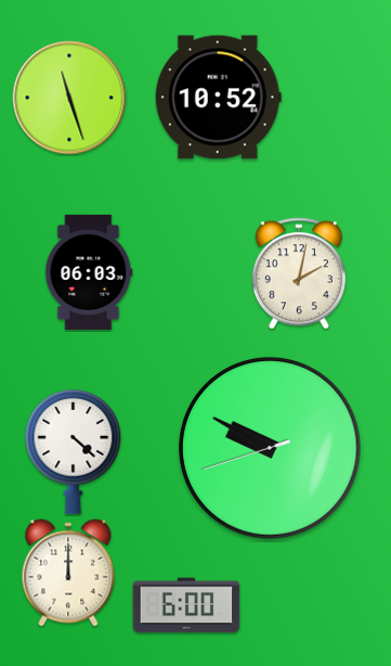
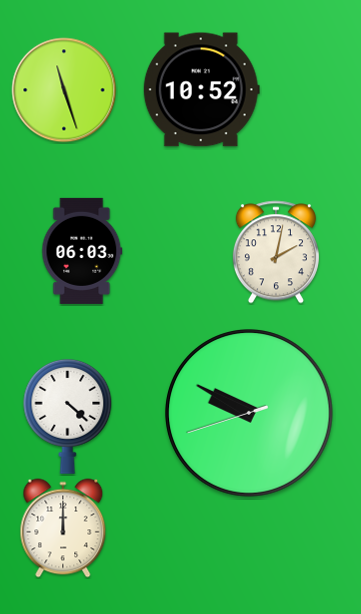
clock at (186, 605): 6:00 -> none
